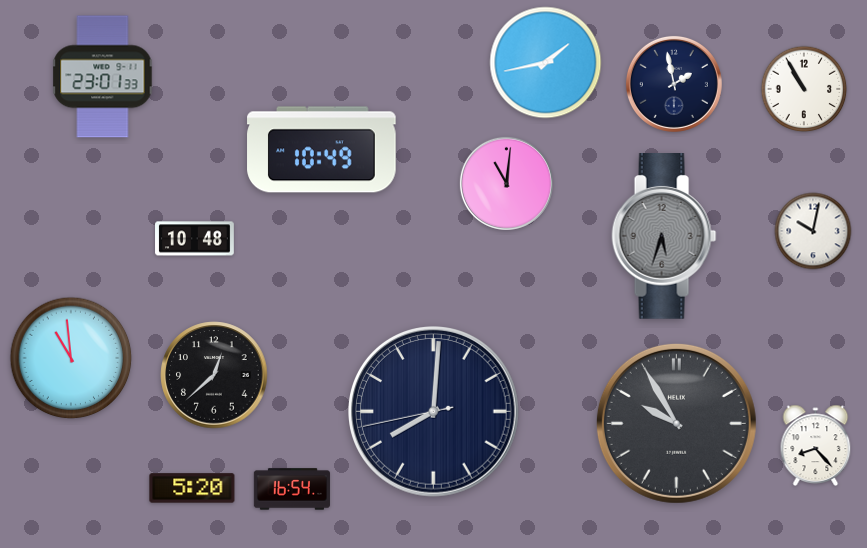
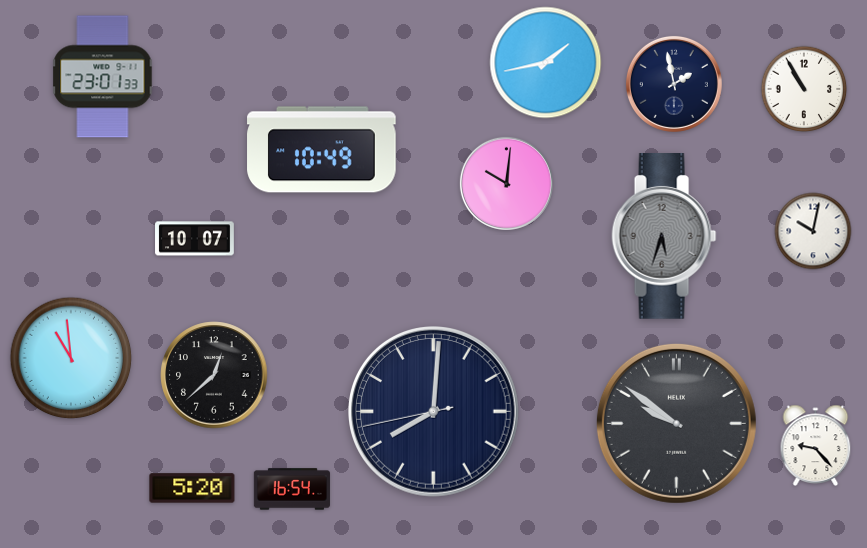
clock at (506, 183): 11:01 -> 10:01
clock at (195, 239): 10:48 -> 10:07
clock at (676, 423): 9:55 -> 9:51
clock at (816, 445): 8:23 -> 9:23
